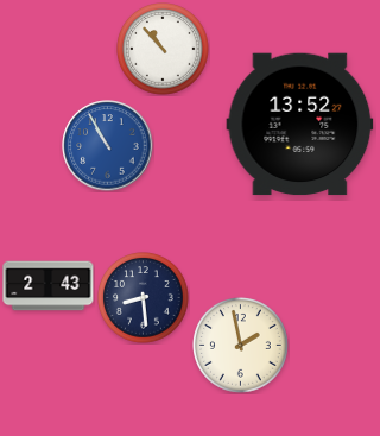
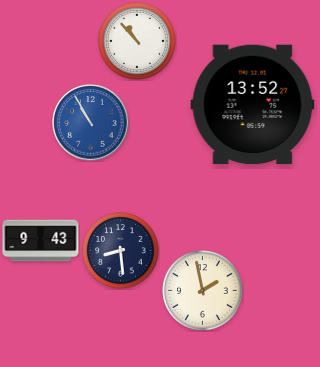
clock at (49, 286): 2:43 -> 9:43
